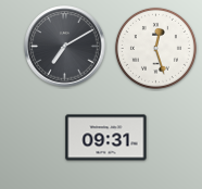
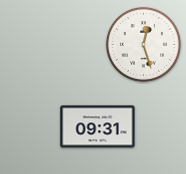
clock at (65, 47): 7:10 -> none
